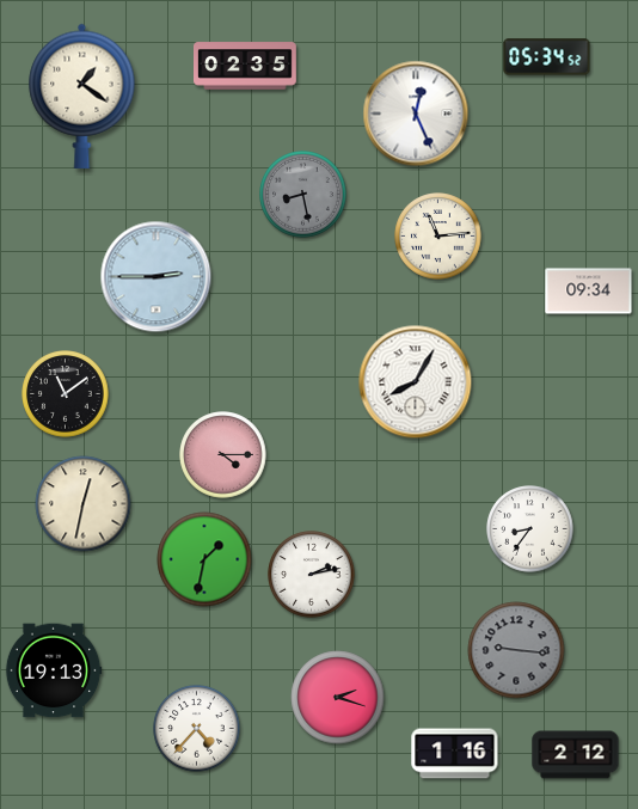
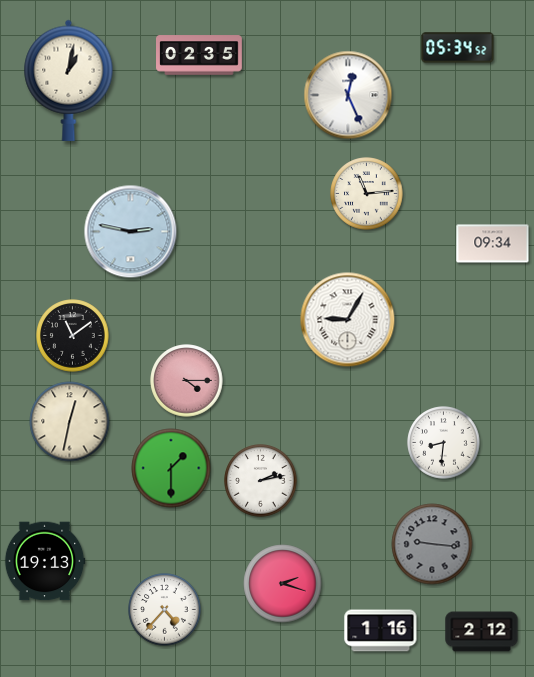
clock at (246, 66) position: (246, 66) -> (200, 55)
clock at (82, 96): 1:21 -> 1:02
clock at (303, 195): 8:28 -> none
clock at (438, 237) position: (438, 237) -> (367, 194)
clock at (157, 277): 2:45 -> 2:47
clock at (416, 382): 8:05 -> 9:05
clock at (66, 394) position: (66, 394) -> (73, 336)
clock at (530, 529): 8:36 -> 8:31
clock at (204, 559): 1:32 -> 1:30
